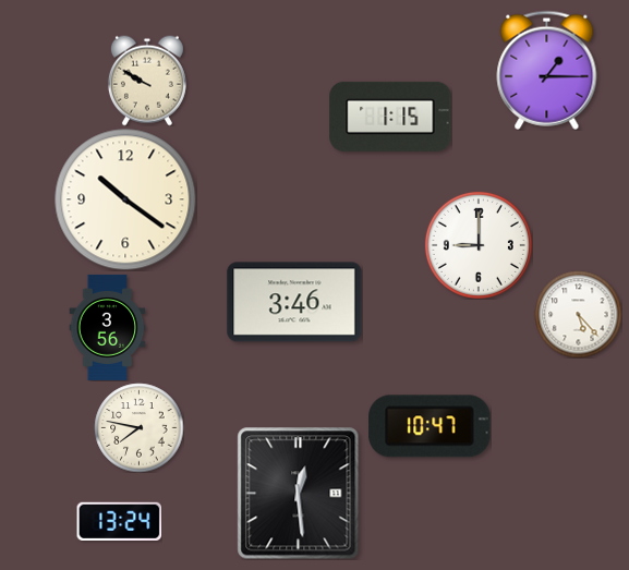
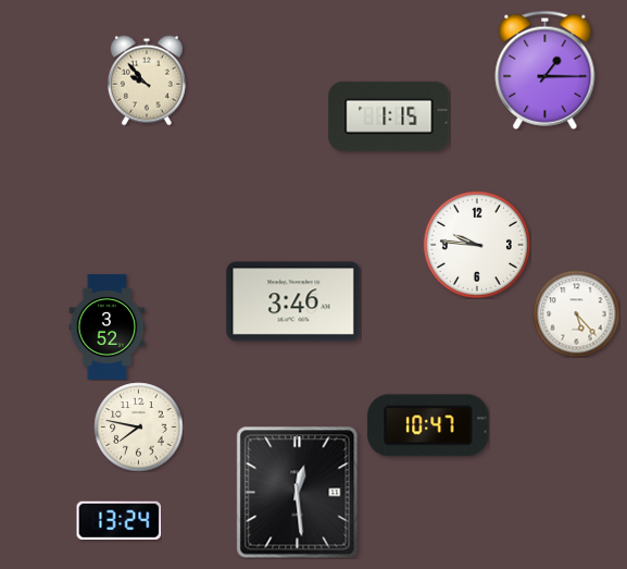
clock at (147, 81): 9:50 -> 9:53
clock at (125, 199): 10:21 -> none
clock at (479, 245): 9:00 -> 9:46
clock at (108, 327): 3:56 -> 3:52
